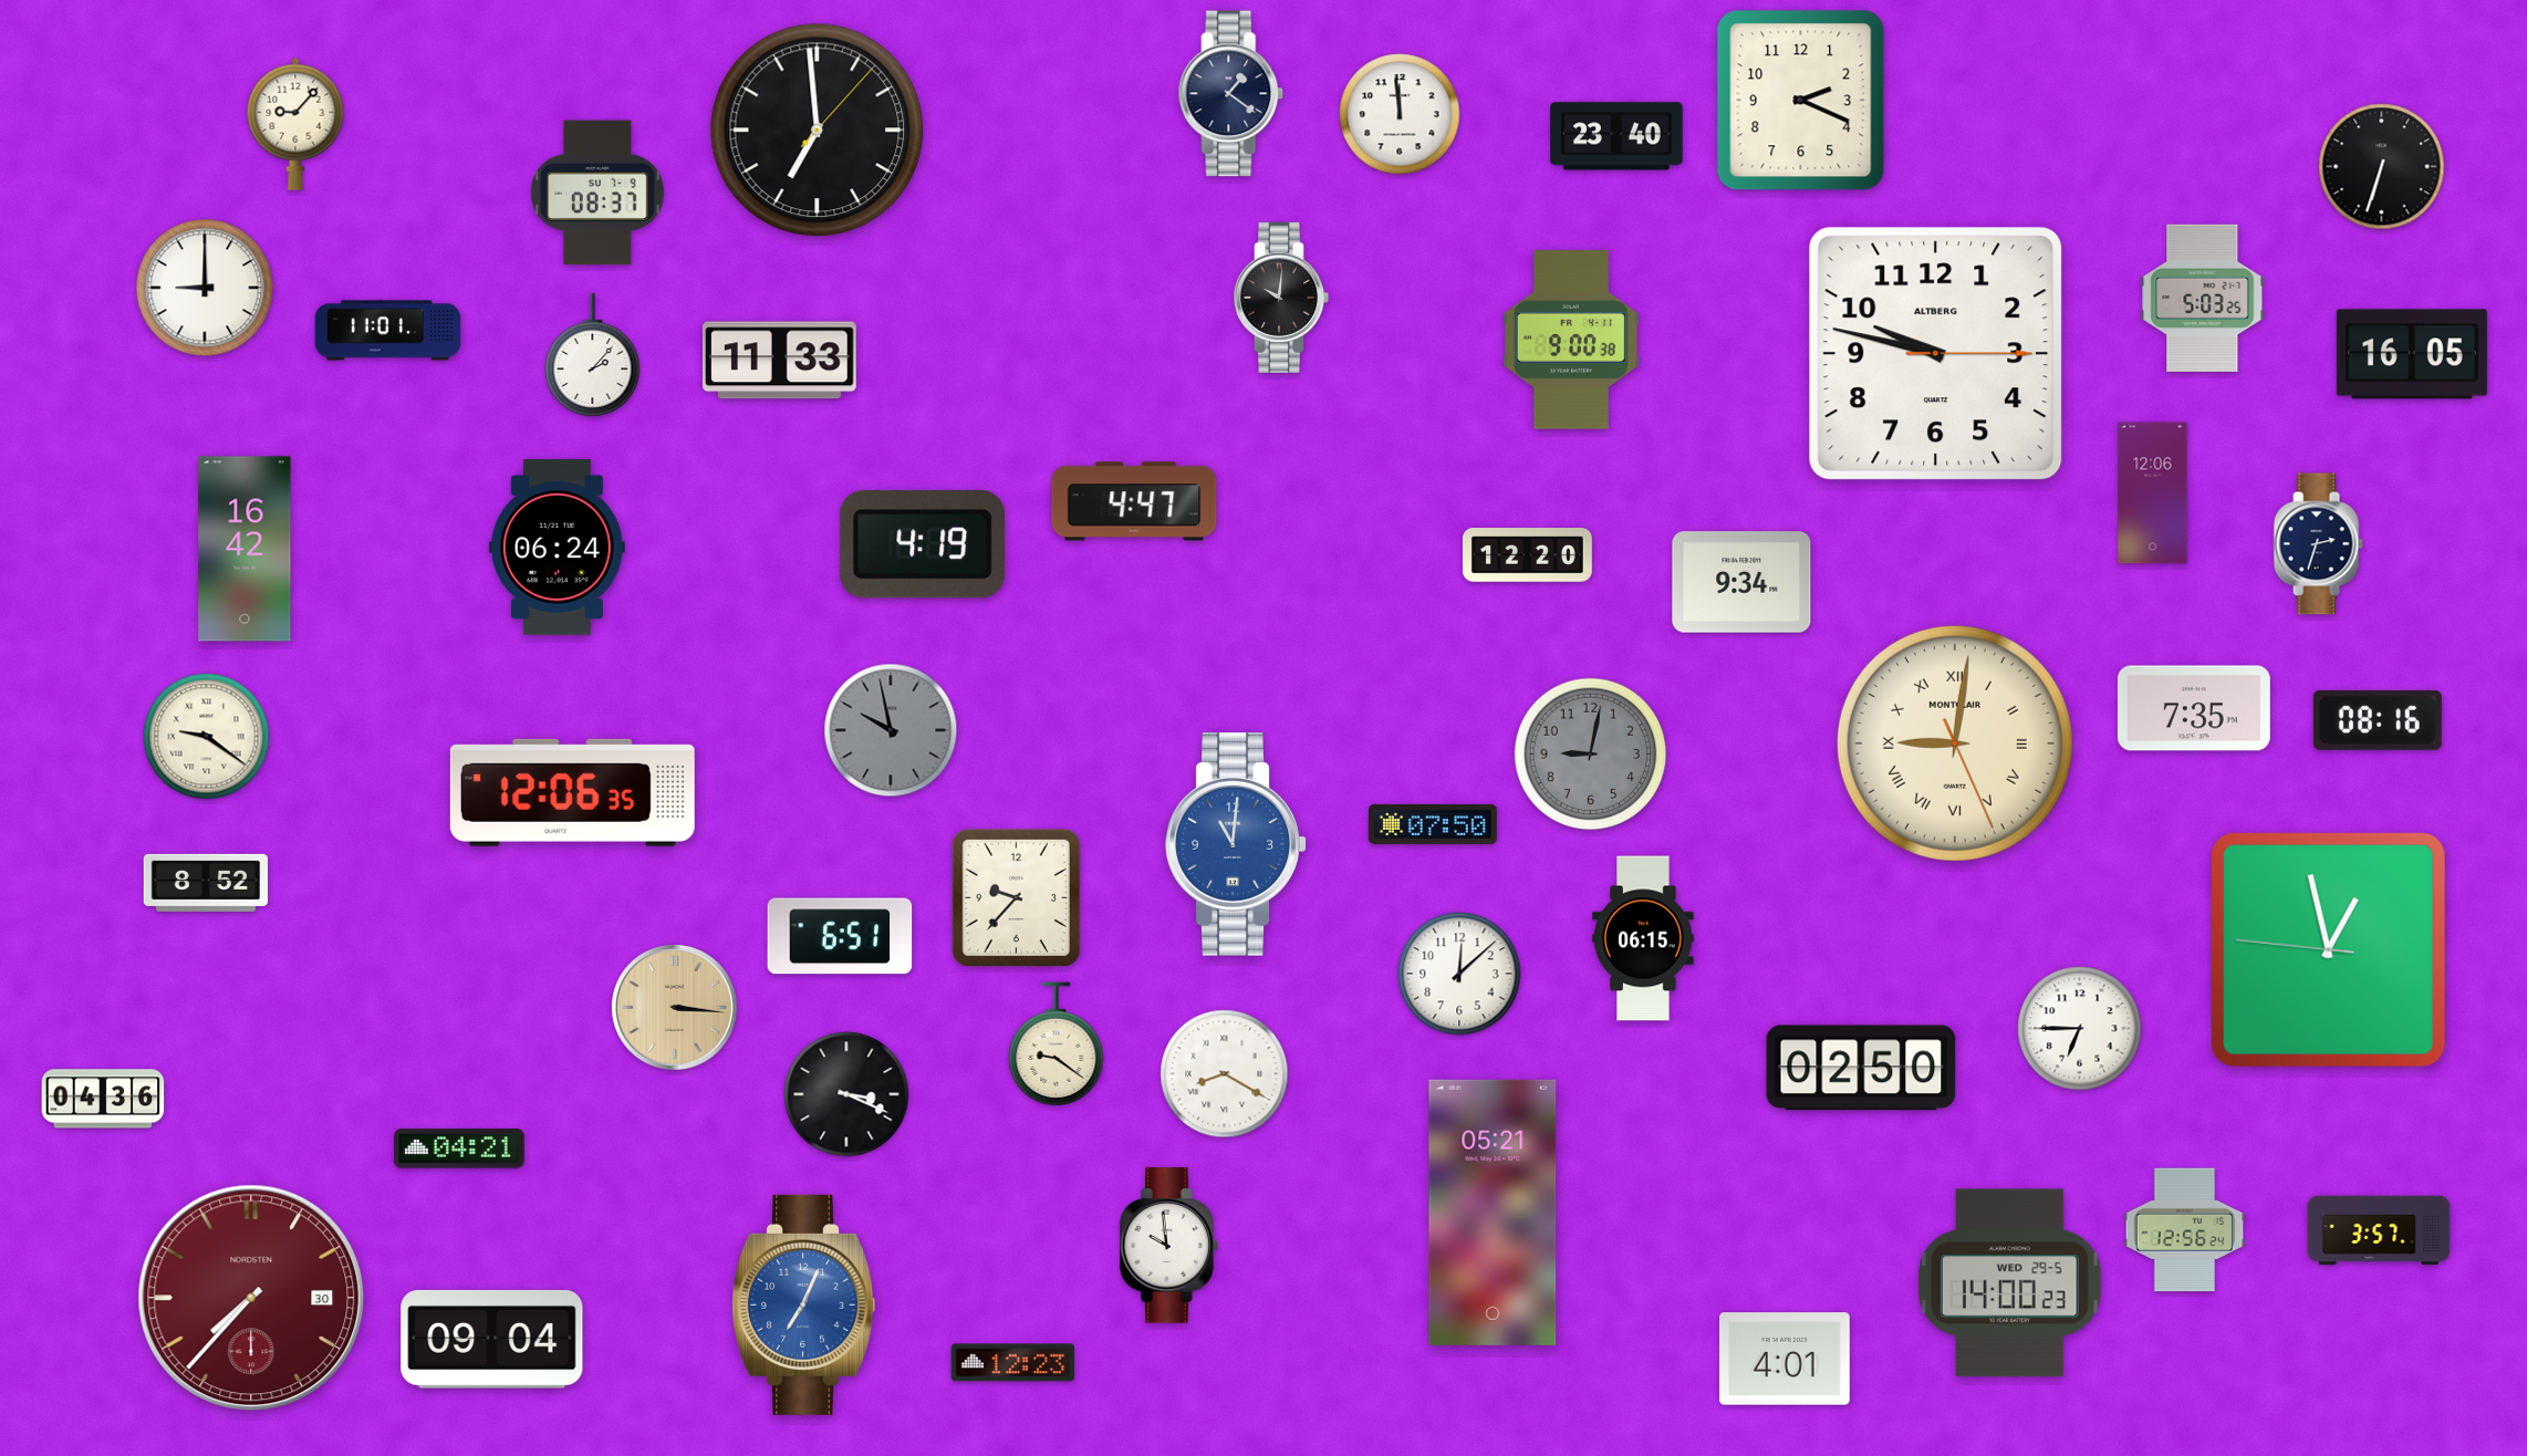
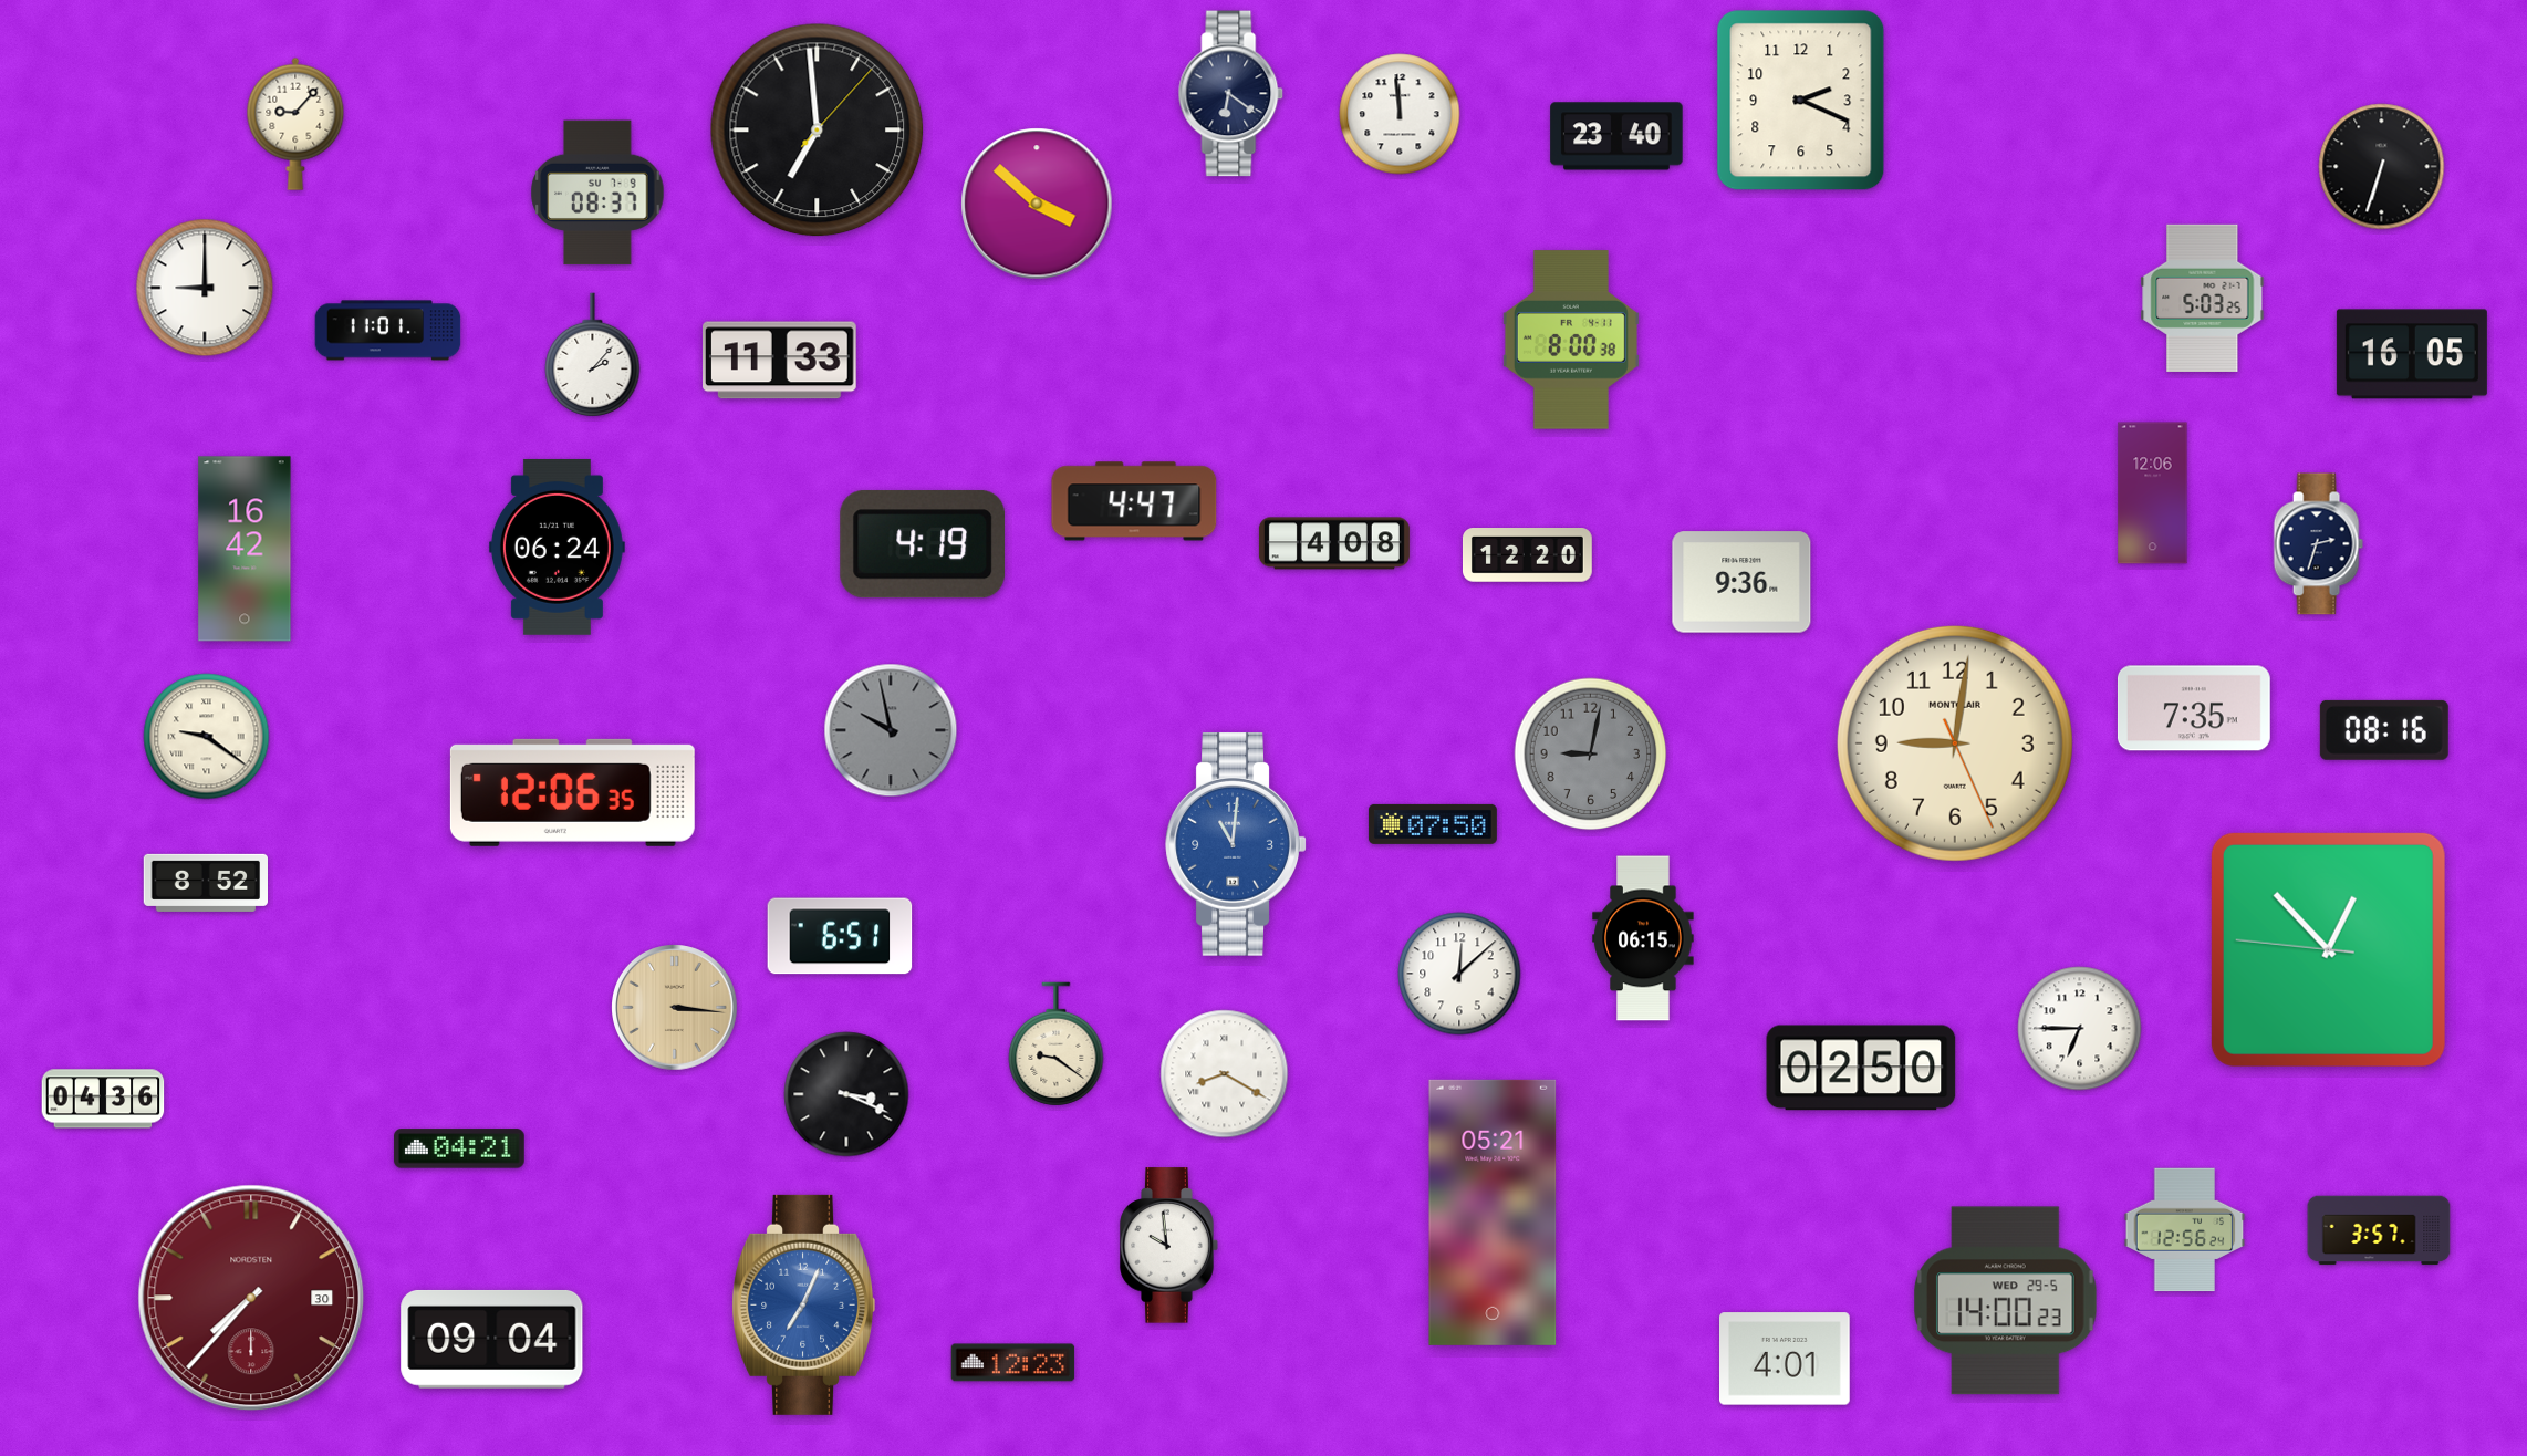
clock at (1231, 94): 1:21 -> 6:21
clock at (1037, 204): none -> 3:52
clock at (1281, 298): 10:01 -> none
clock at (1571, 340): 9:00 -> 8:00
clock at (1936, 354): 9:47 -> none
clock at (1334, 543): none -> 4:08
clock at (1741, 582): 9:34 -> 9:36
clock at (2378, 720) position: (2378, 720) -> (2384, 730)
clock at (1955, 743) numerals: Roman -> Arabic
clock at (1016, 897): 9:37 -> none
clock at (2328, 949): 12:57 -> 12:52
clock at (2010, 1283) position: (2010, 1283) -> (2006, 1301)
